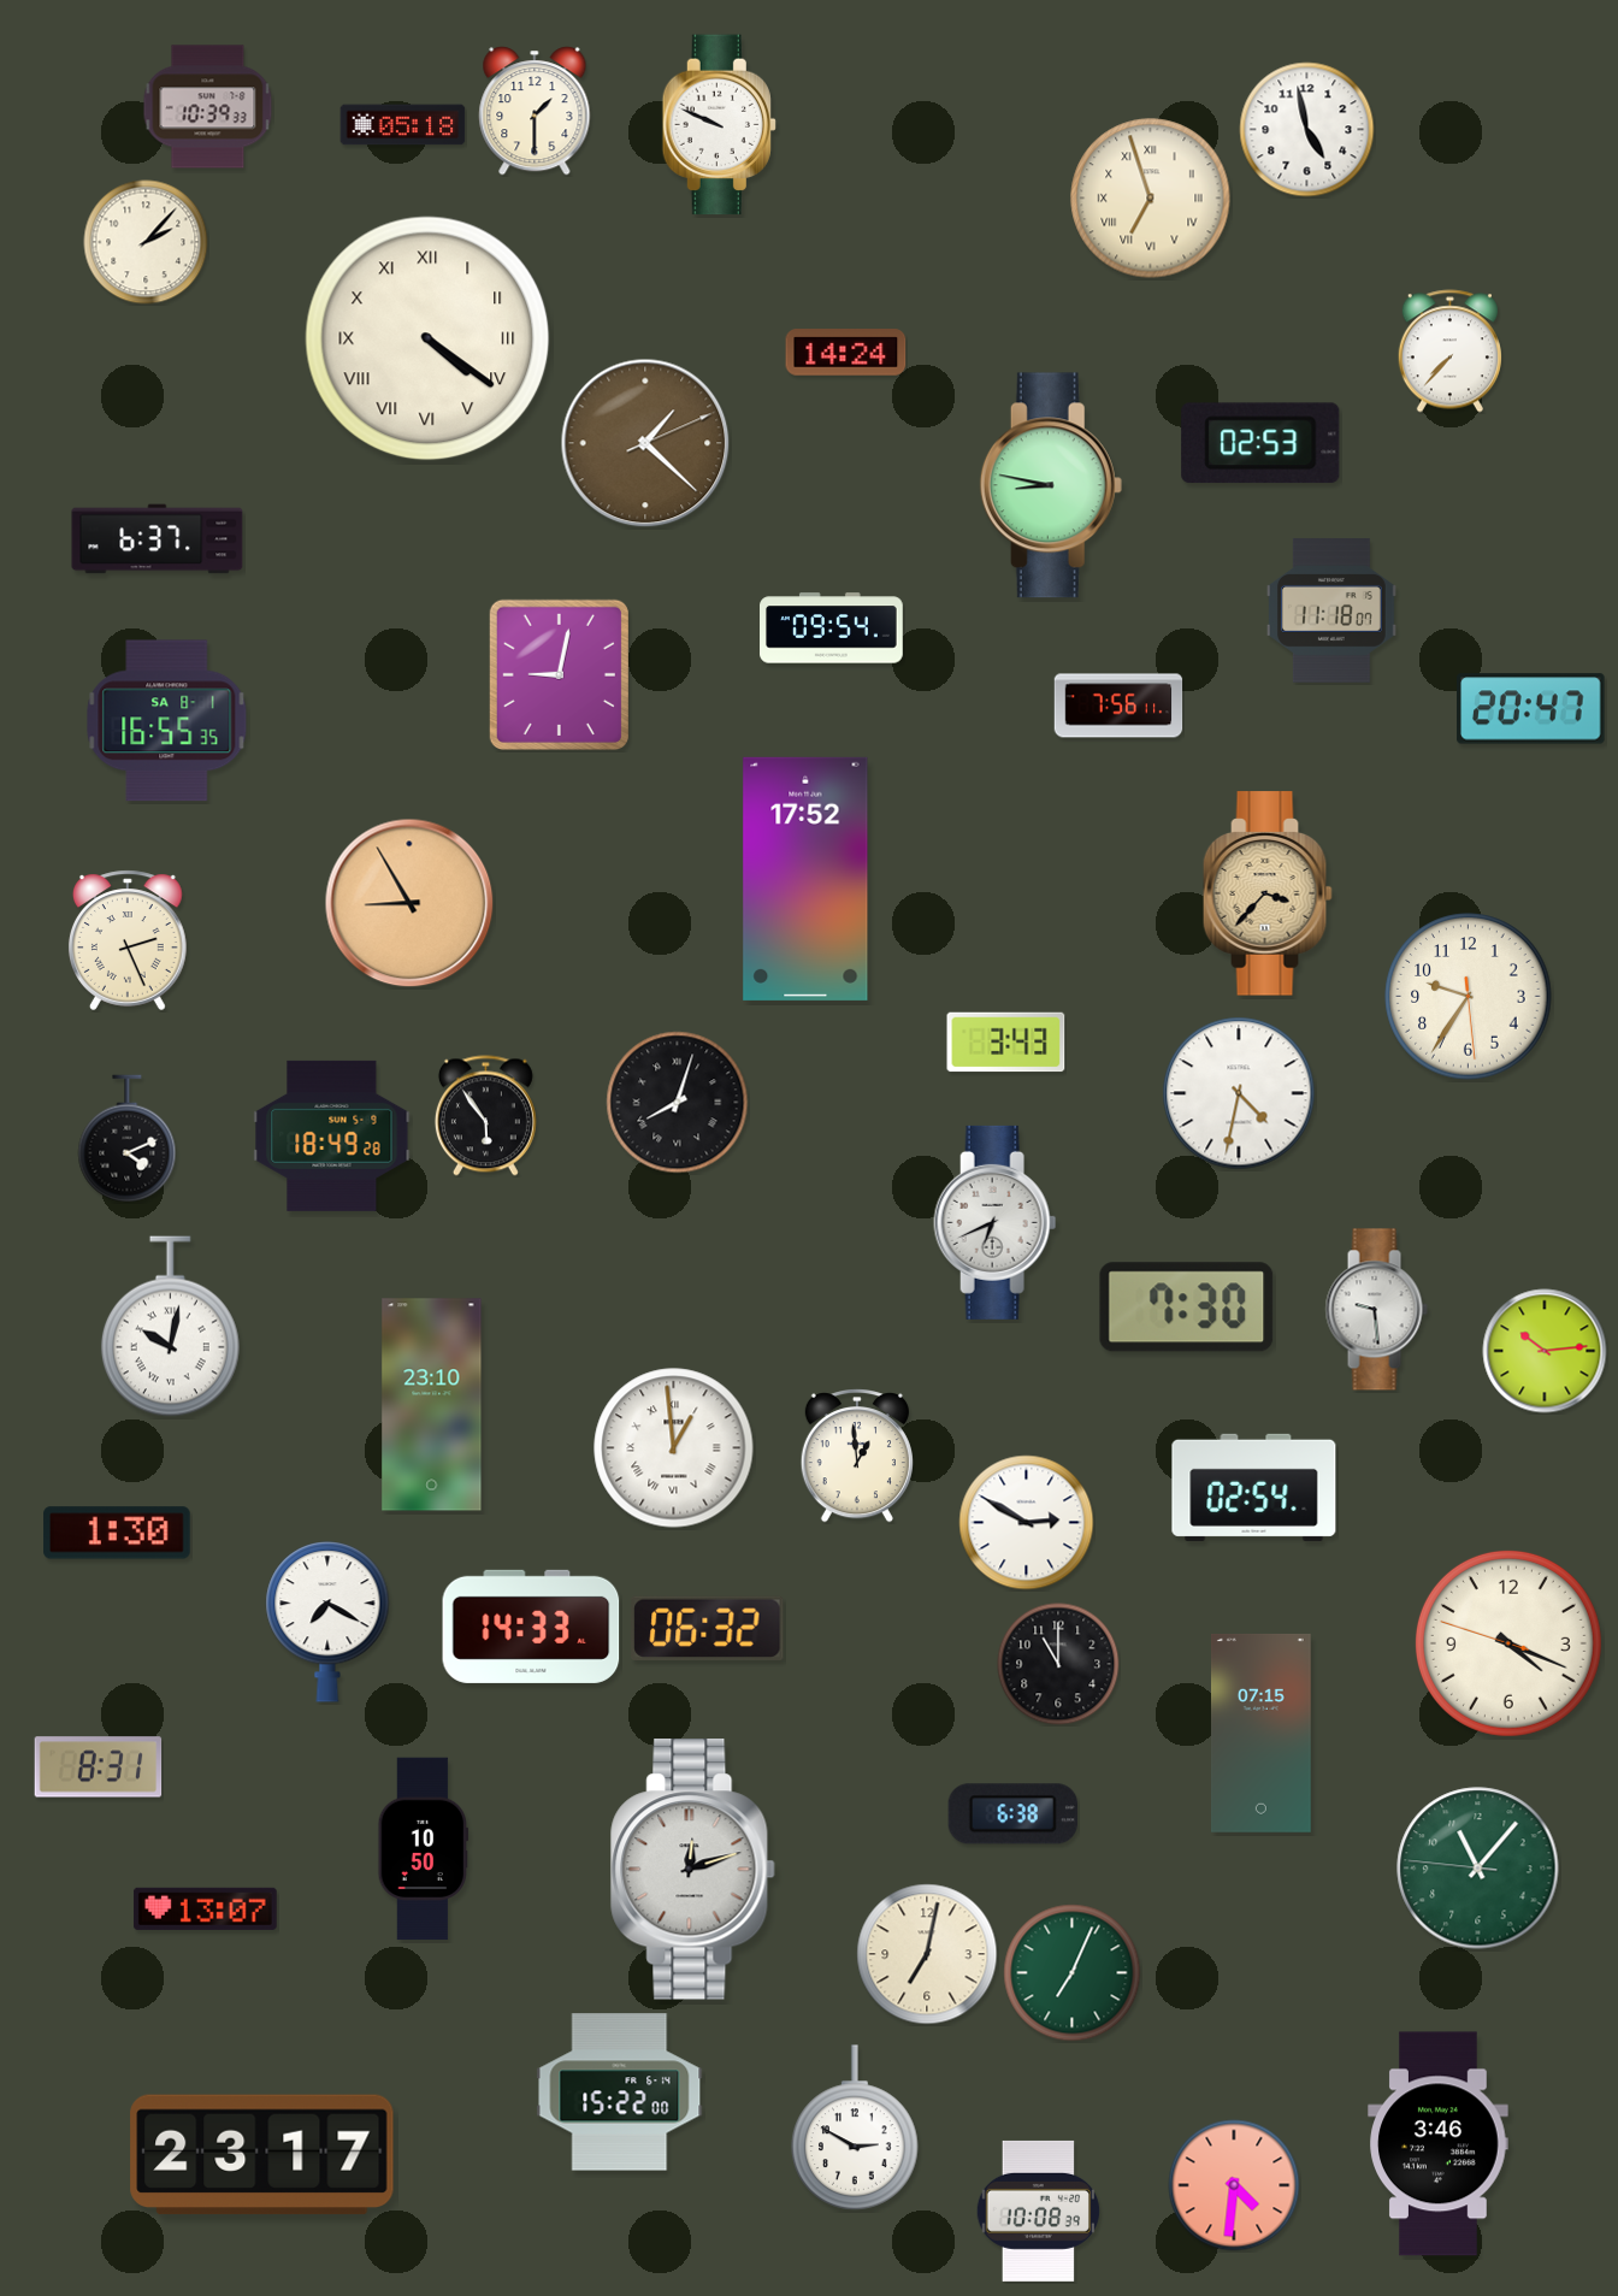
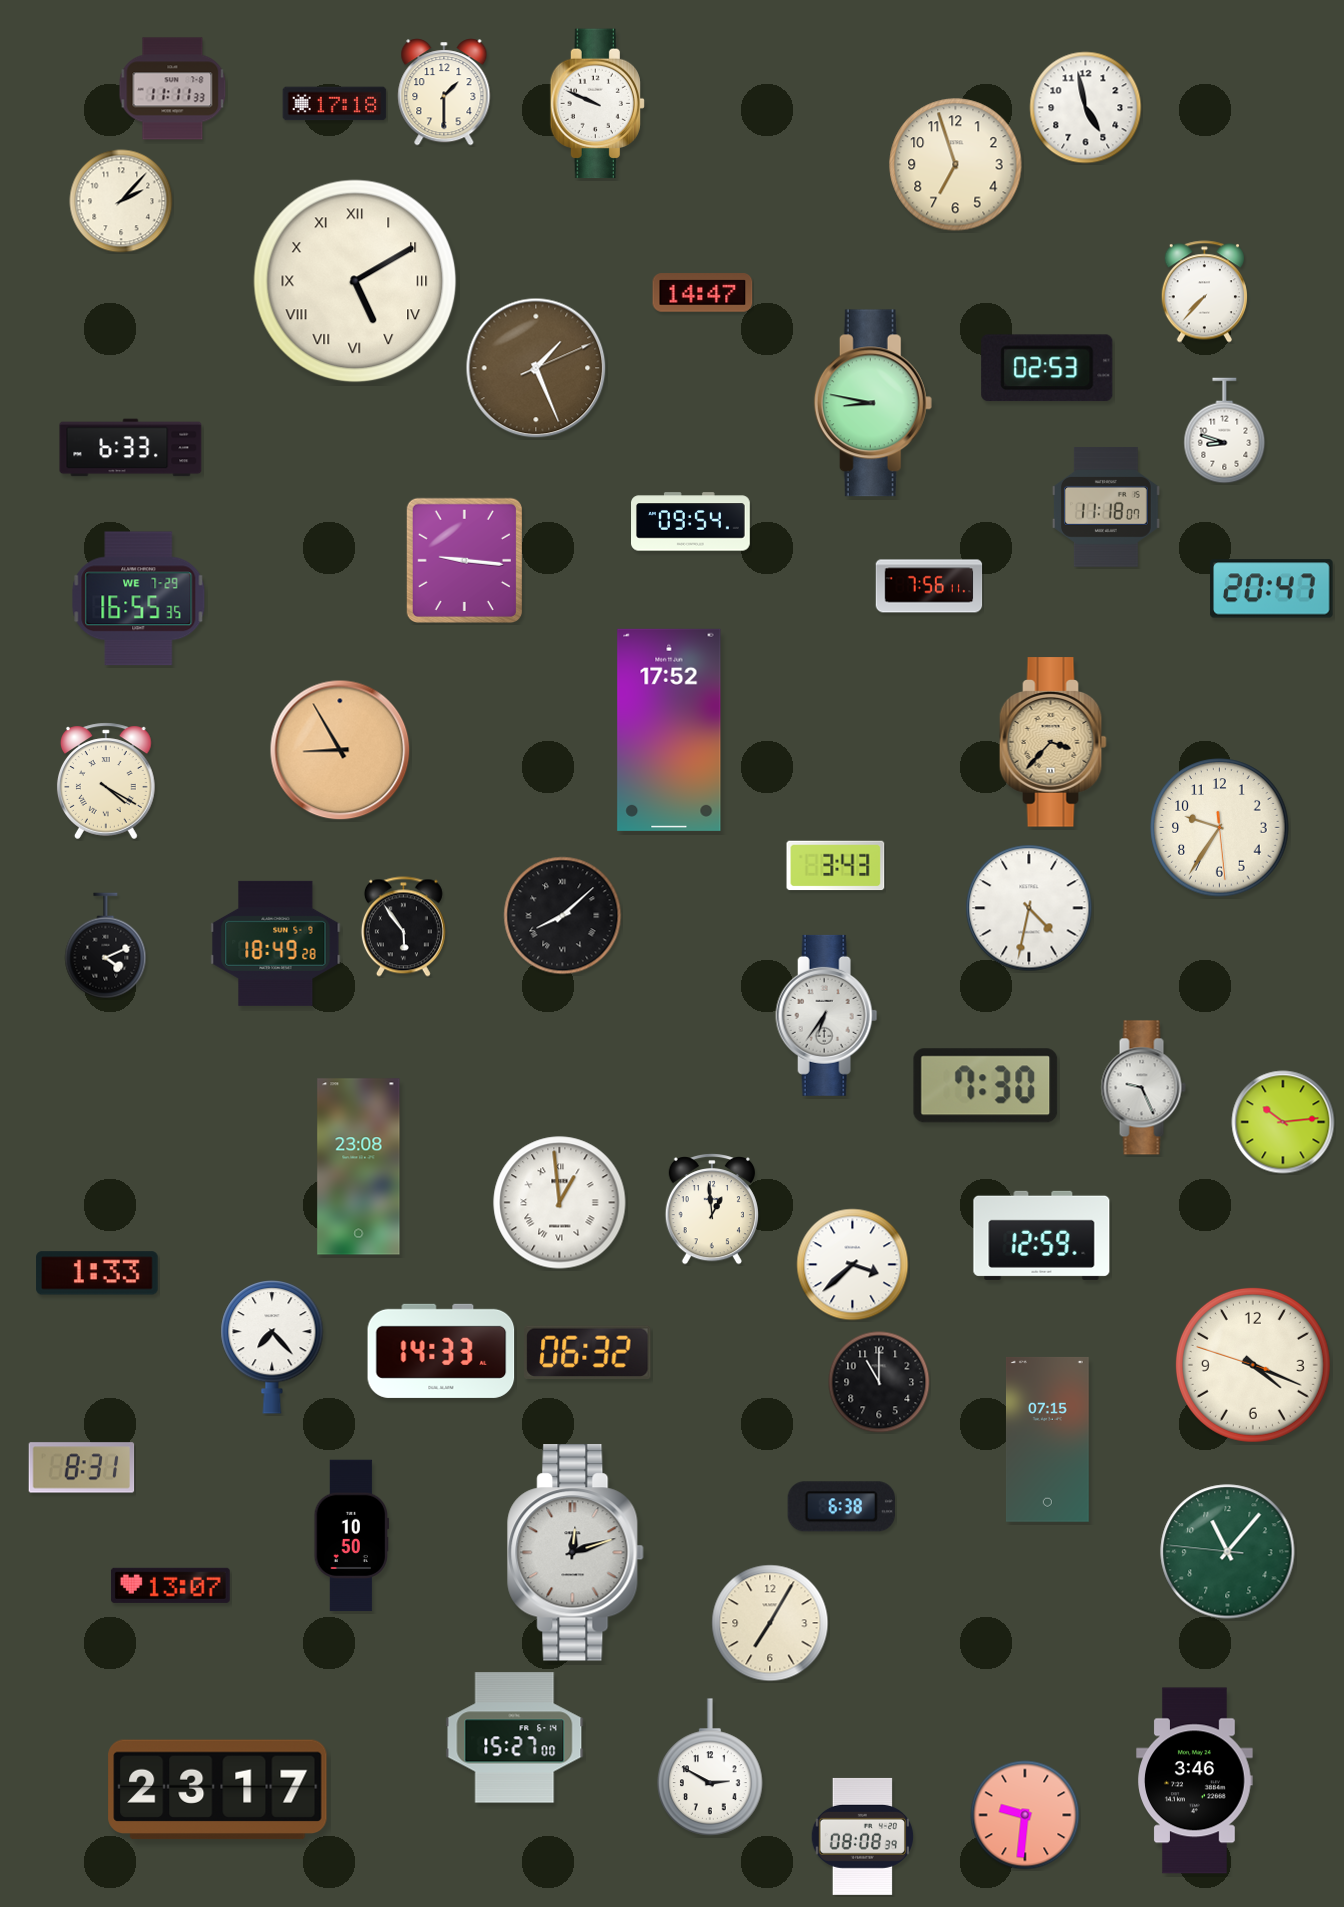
clock at (208, 107): 10:39 -> 11:11
clock at (403, 125): 05:18 -> 17:18
clock at (1151, 199) numerals: Roman -> Arabic
clock at (427, 338): 4:21 -> 5:10
clock at (846, 353): 14:24 -> 14:47
clock at (645, 443): 1:22 -> 1:26
clock at (1225, 431): none -> 8:48
clock at (158, 539): 6:37 -> 6:33
clock at (559, 674): 9:02 -> 9:16
clock at (167, 721) date: SA 8-1 -> WE 7-29
clock at (128, 940): 2:26 -> 4:20
clock at (678, 1103): 8:03 -> 8:08
clock at (996, 1222): 6:41 -> 6:36
clock at (1376, 1310): 9:29 -> 9:26
clock at (170, 1327): 10:02 -> none
clock at (432, 1405): 23:10 -> 23:08
clock at (1254, 1487): 02:54 -> 12:59
clock at (1027, 1523): 2:50 -> 3:38
clock at (117, 1533): 1:30 -> 1:33
clock at (327, 1622): 7:20 -> 7:23
clock at (927, 1954): 7:02 -> 7:05
clock at (1073, 1973): 7:04 -> none
clock at (620, 2093): 15:22 -> 15:27
clock at (1234, 2185): 4:31 -> 9:31
clock at (1038, 2211): 10:08 -> 08:08
